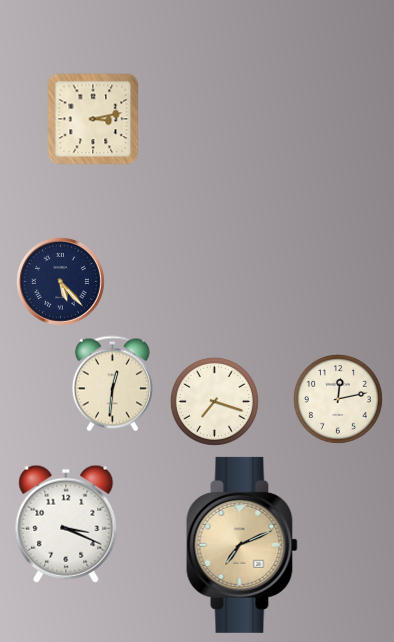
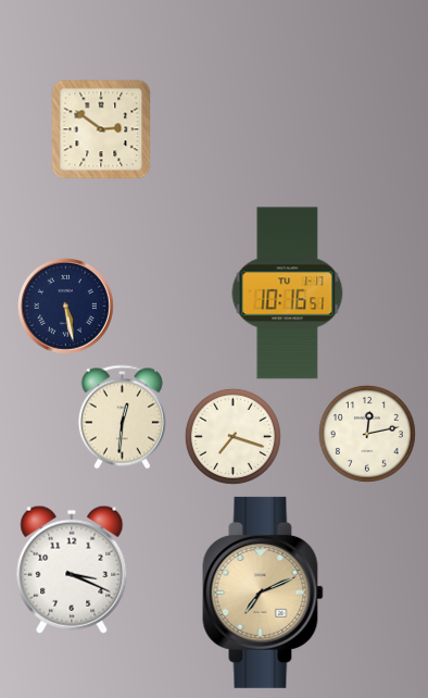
clock at (93, 119): 3:13 -> 2:51
clock at (288, 294): none -> 10:16
clock at (60, 281): 5:23 -> 5:28
